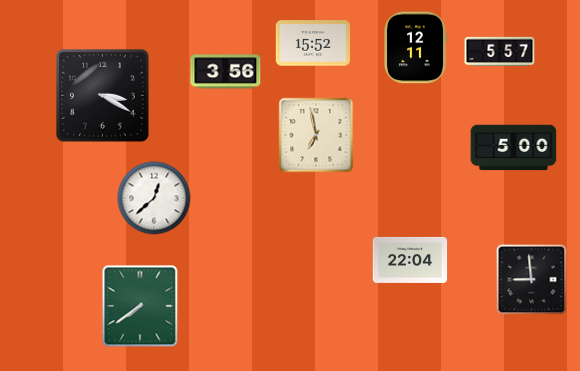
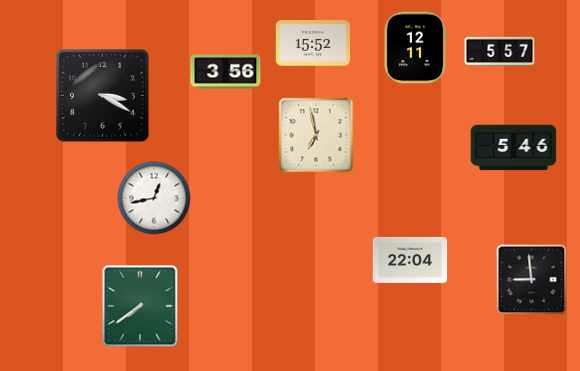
clock at (514, 148): 5:00 -> 5:46
clock at (154, 198): 12:38 -> 12:43
